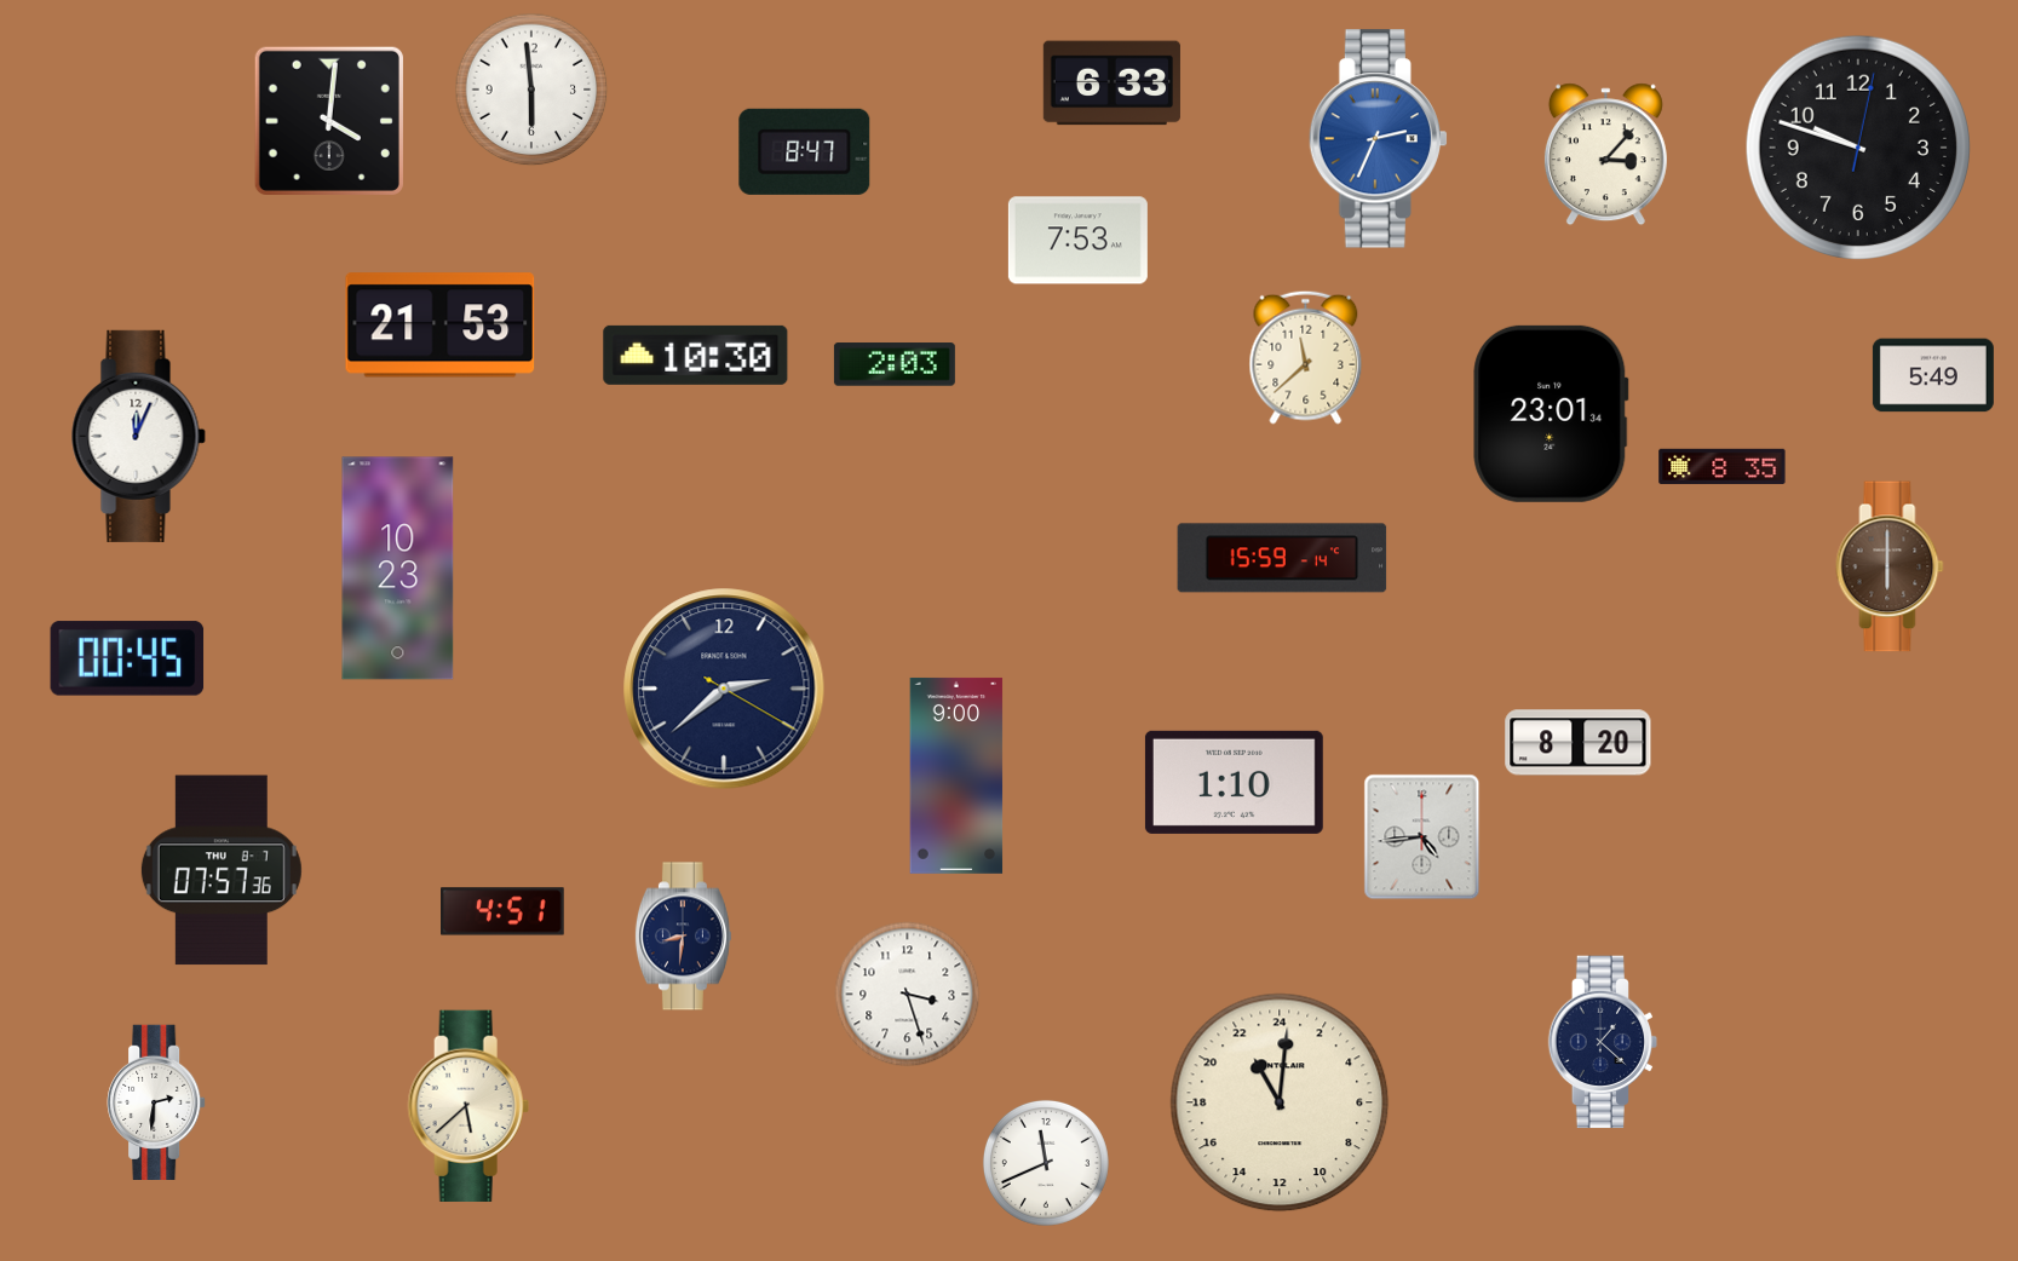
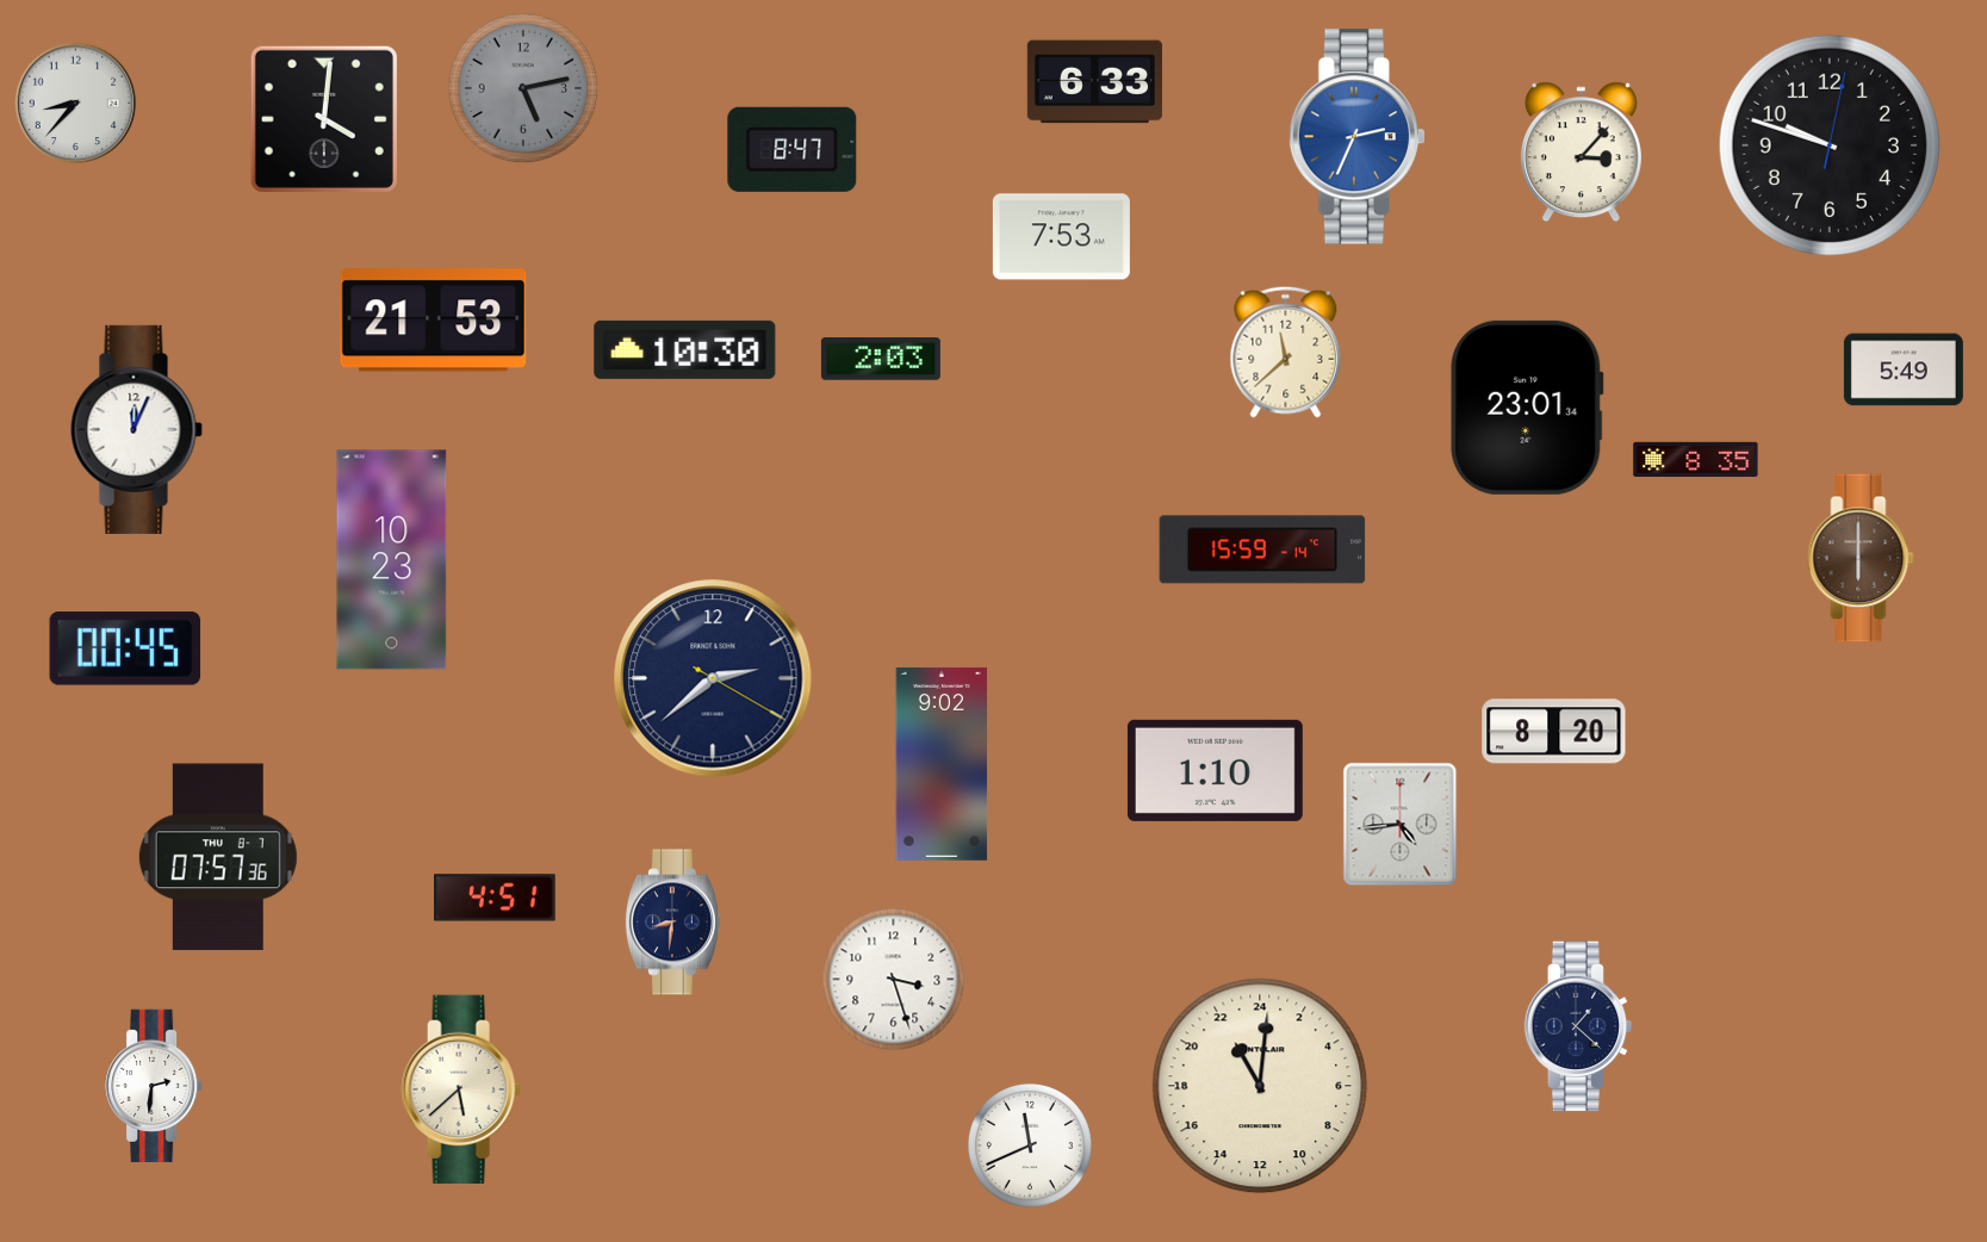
clock at (531, 90): 5:59 -> 5:13
clock at (531, 90) dial: white -> grey
clock at (76, 104): none -> 8:37
clock at (956, 776): 9:00 -> 9:02
